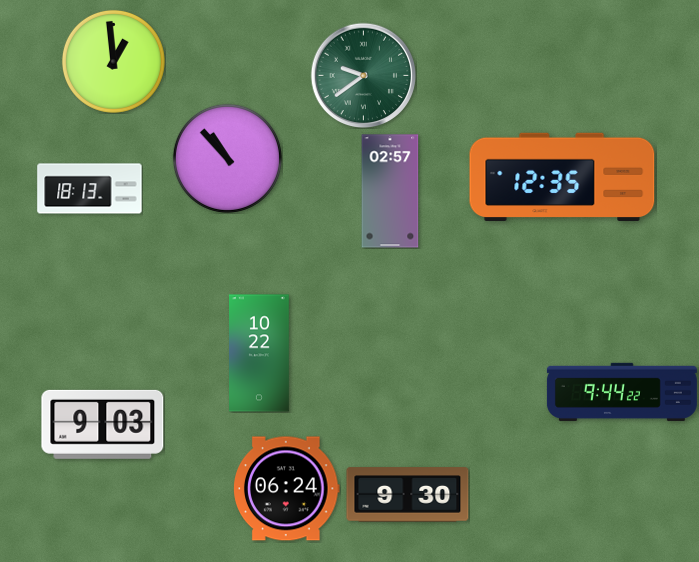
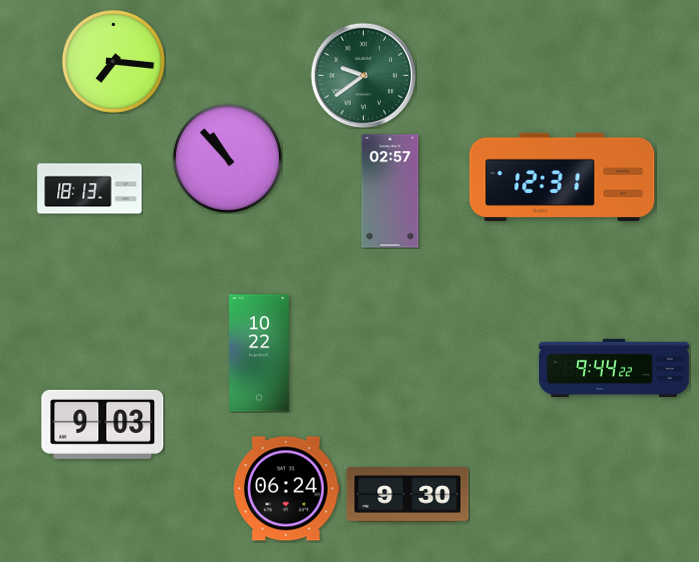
clock at (113, 61): 12:59 -> 7:16
clock at (562, 176): 12:35 -> 12:31
clock at (622, 392) position: (622, 392) -> (614, 368)
